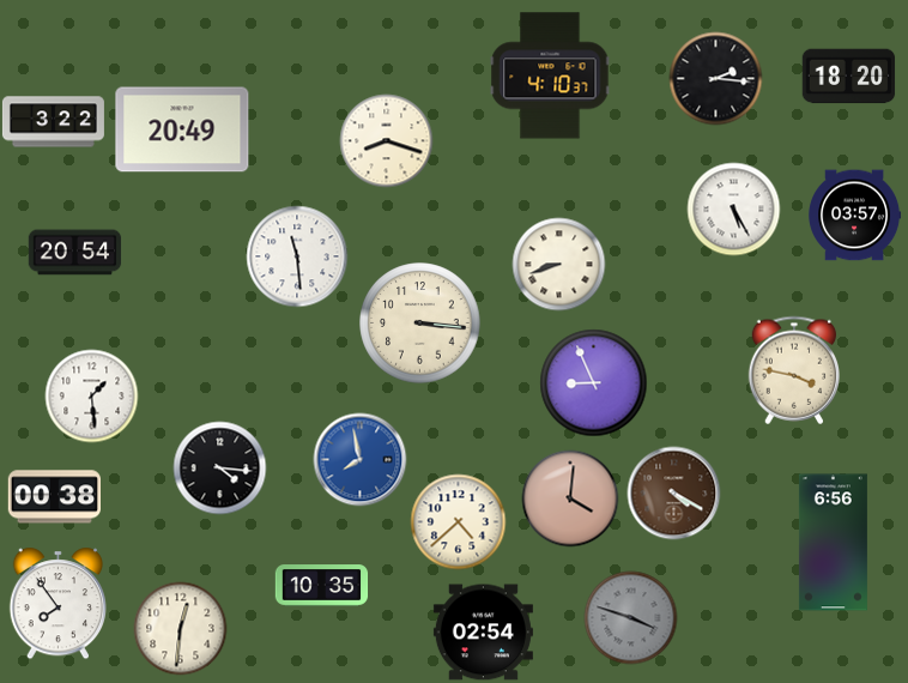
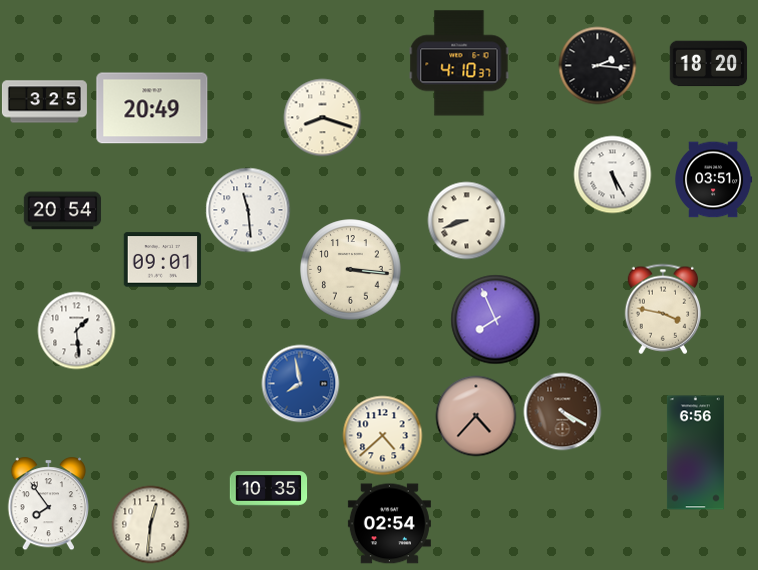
clock at (53, 122): 3:22 -> 3:25
clock at (855, 216): 03:57 -> 03:51
clock at (297, 256) position: (297, 256) -> (248, 210)
clock at (162, 260): none -> 09:01
clock at (593, 382): 8:56 -> 7:56
clock at (219, 467): 4:16 -> none
clock at (54, 497): 00:38 -> none
clock at (570, 498): 4:01 -> 4:37
clock at (630, 617): 3:48 -> none
clock at (483, 633) position: (483, 633) -> (389, 524)
